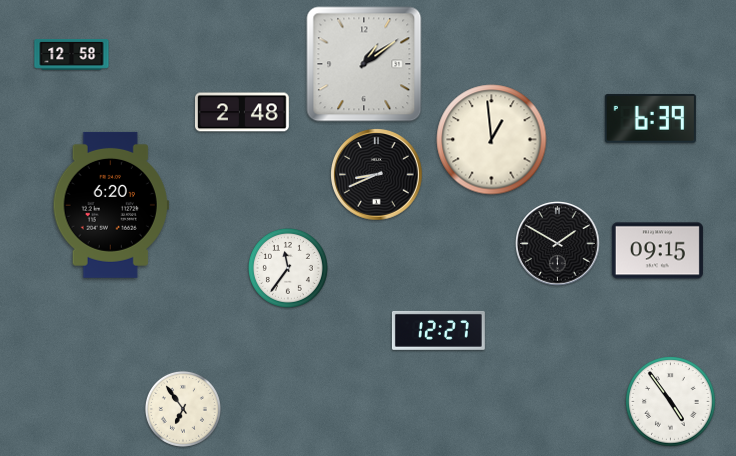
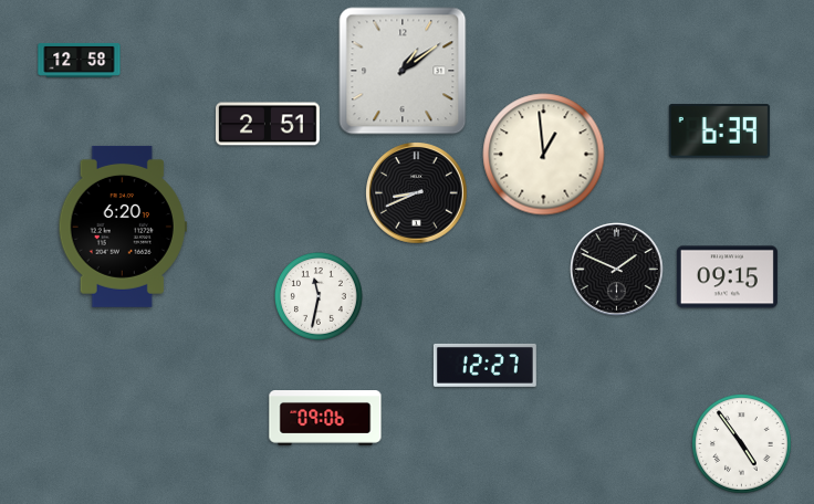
clock at (243, 112): 2:48 -> 2:51
clock at (558, 244): 1:50 -> 1:49
clock at (288, 268): 11:36 -> 11:32
clock at (325, 419): none -> 09:06
clock at (183, 409): 6:54 -> none
